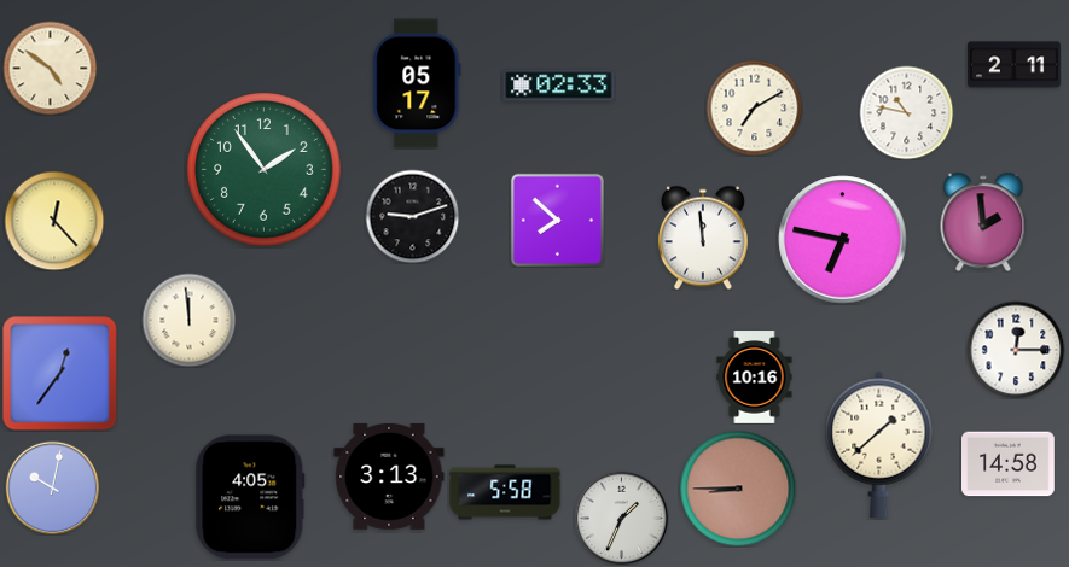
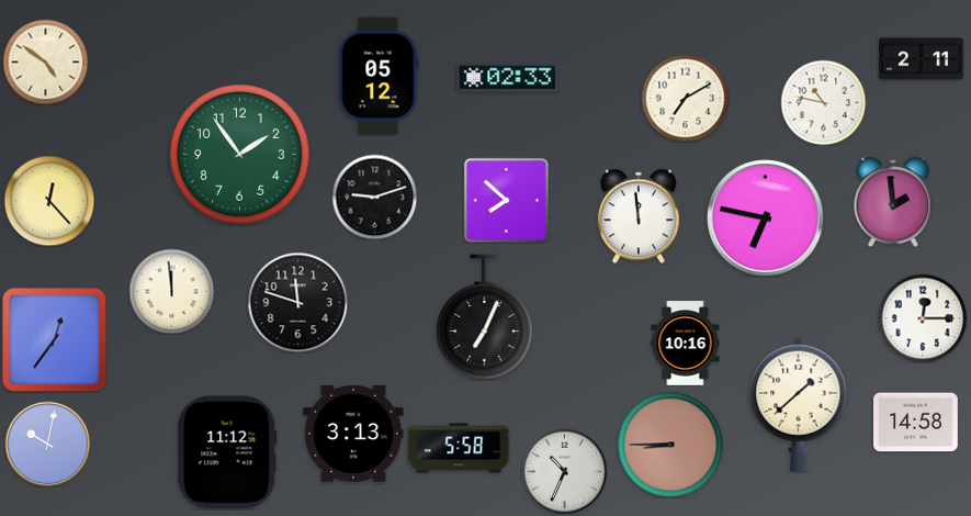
clock at (417, 83): 05:17 -> 05:12
clock at (297, 302): none -> 11:48
clock at (485, 317): none -> 7:04
clock at (250, 497): 4:05 -> 11:12
clock at (621, 518): 1:34 -> 10:34
